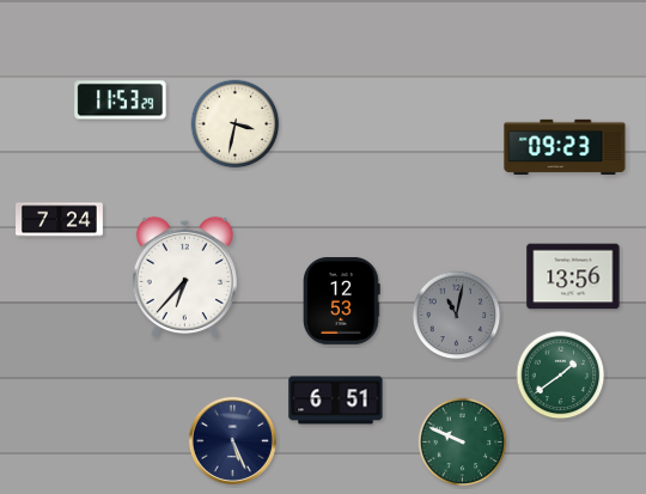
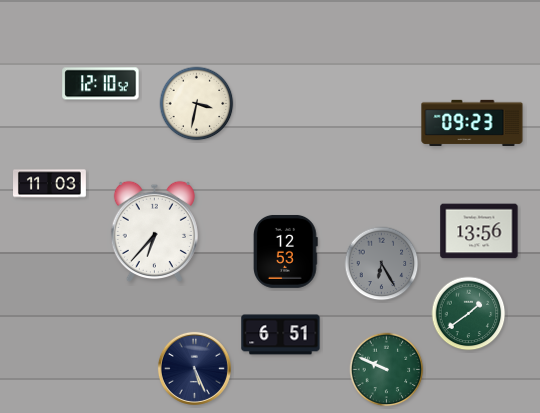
clock at (121, 100): 11:53 -> 12:10
clock at (60, 220): 7:24 -> 11:03
clock at (457, 316): 11:02 -> 6:25
